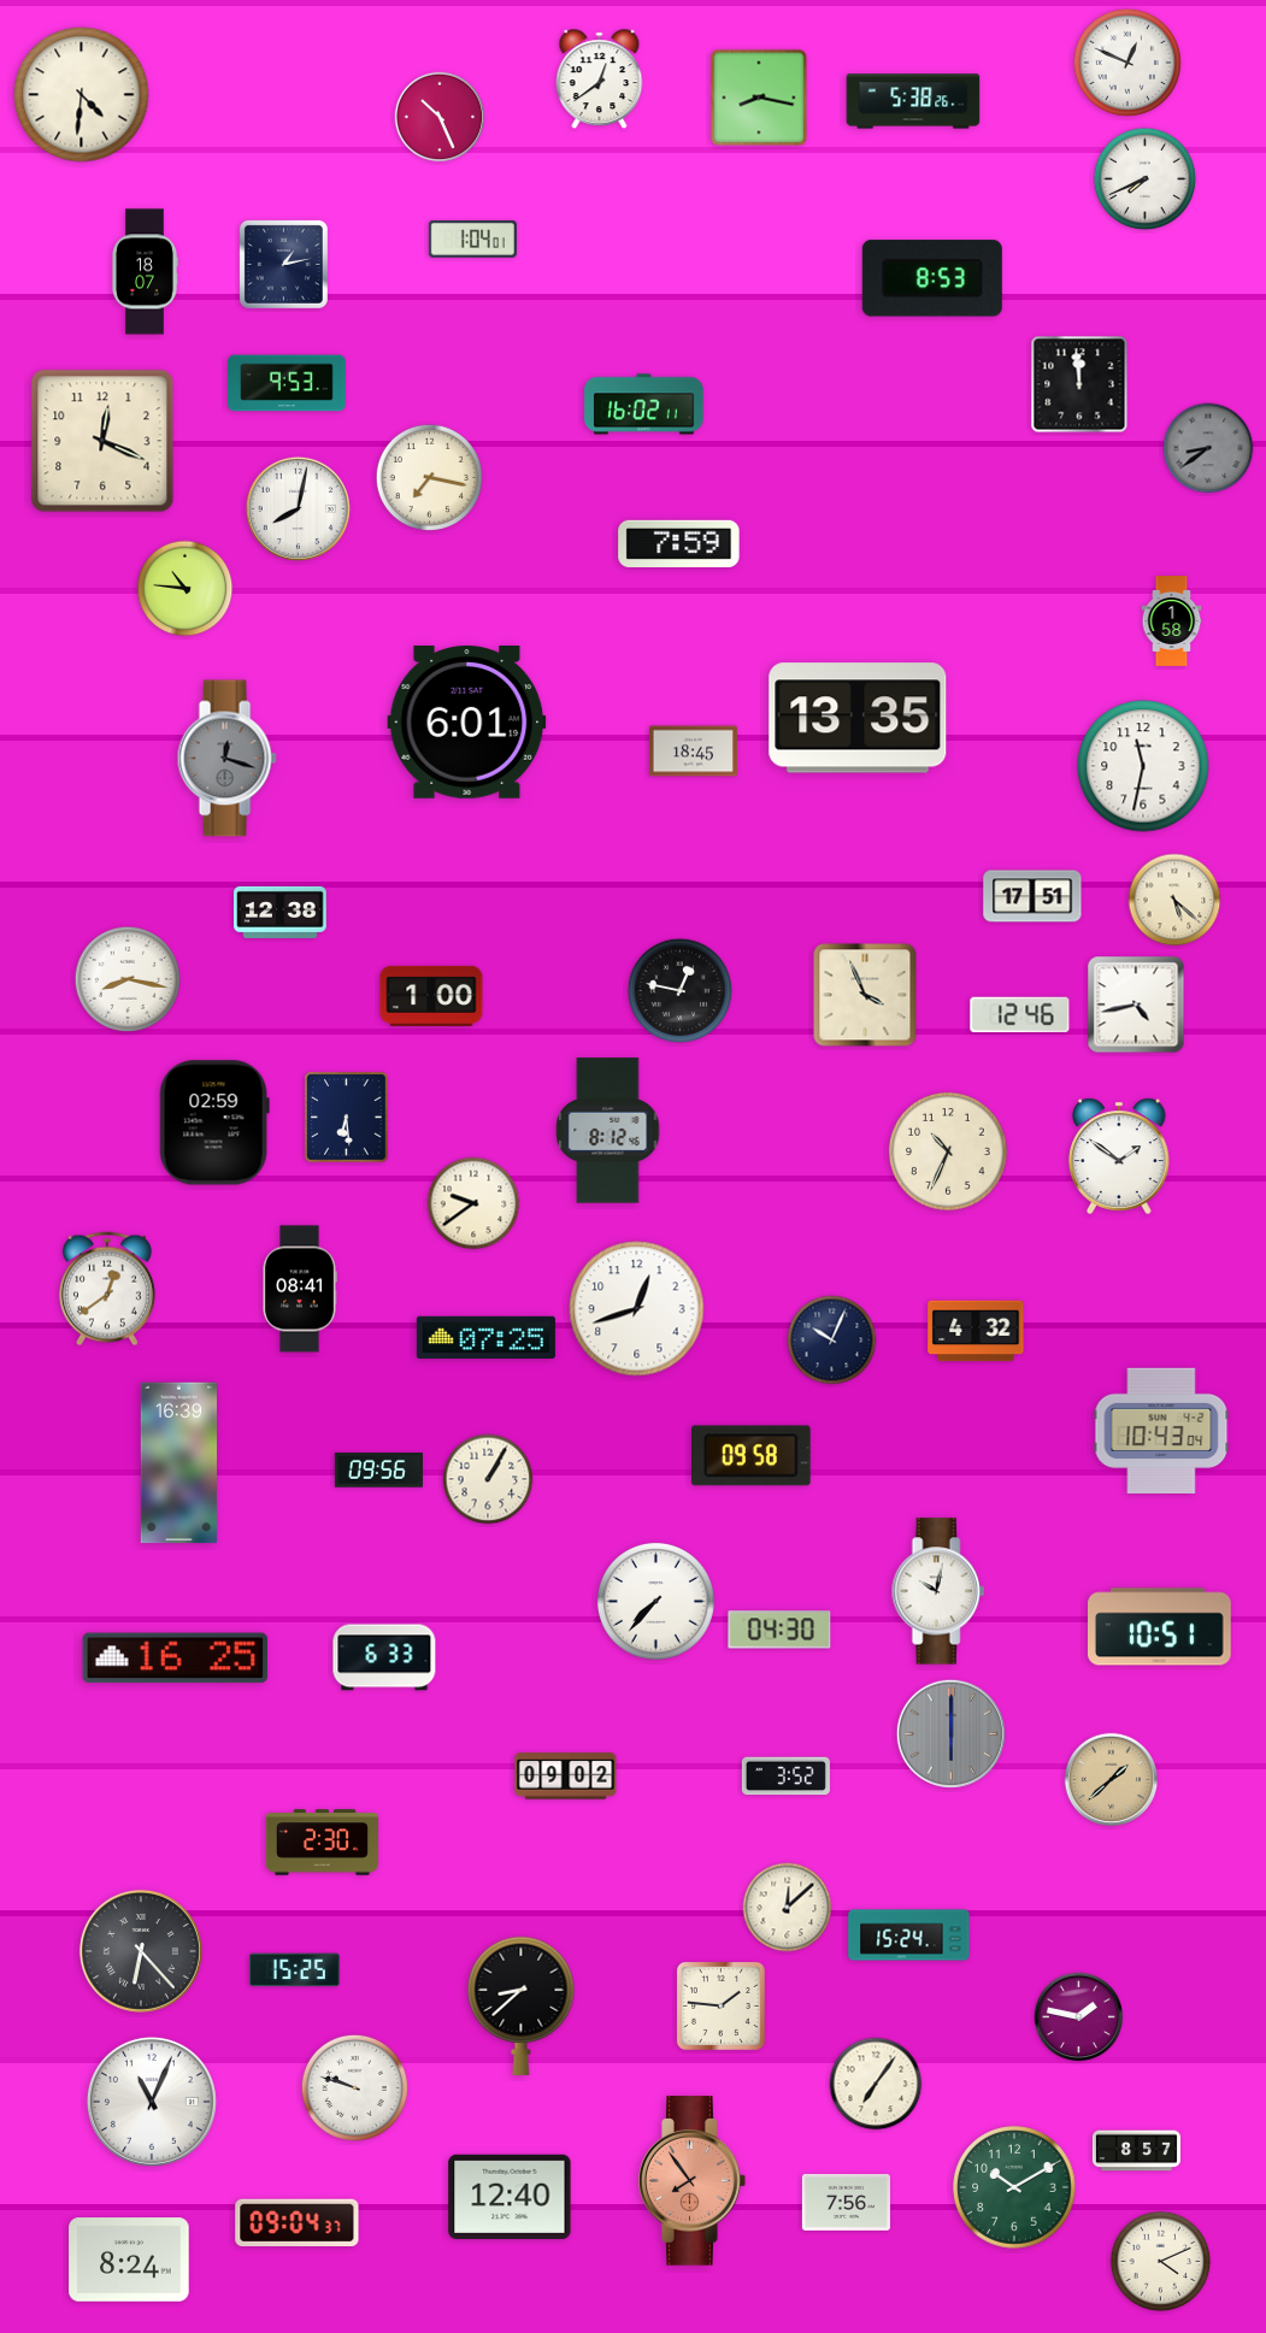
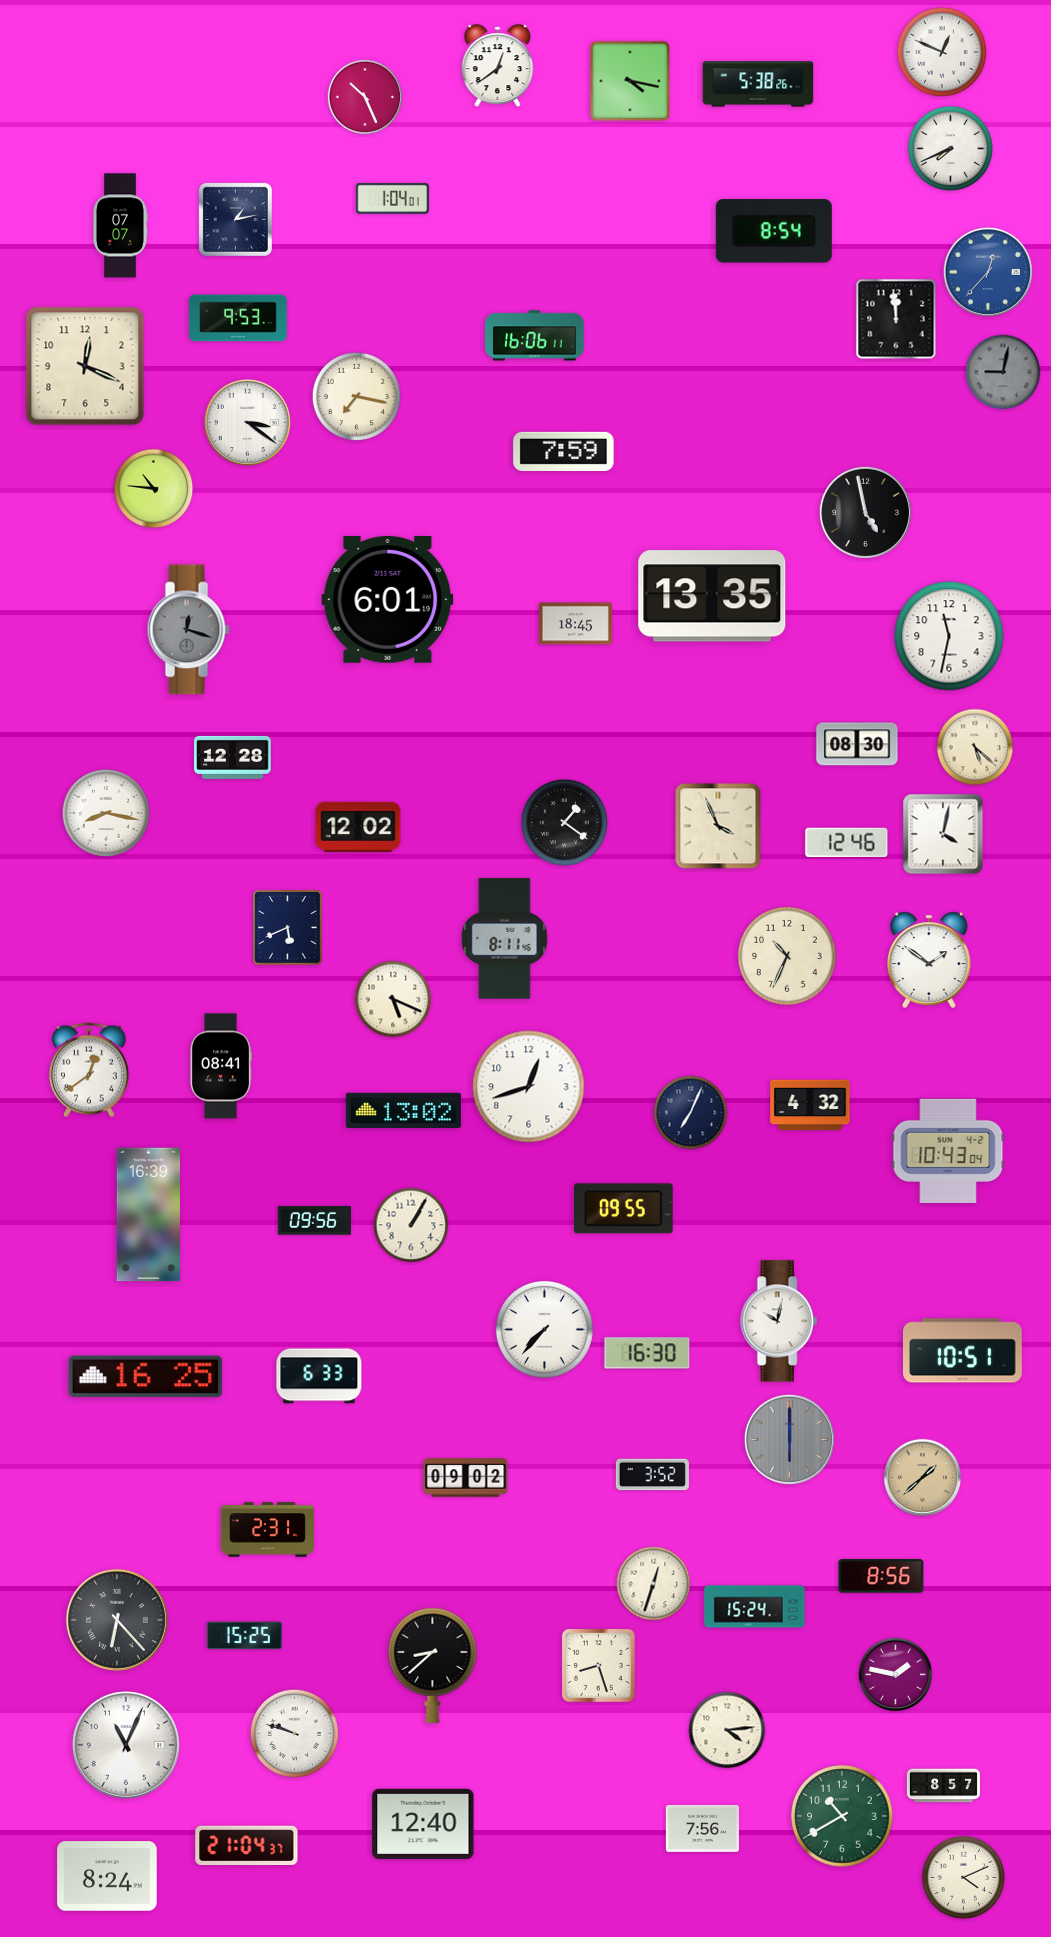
clock at (1127, 63) position: (1127, 63) -> (942, 52)
clock at (82, 95): 4:31 -> none
clock at (759, 98): 8:17 -> 4:17
clock at (146, 272): 18:07 -> 07:07
clock at (932, 278): 8:53 -> 8:54
clock at (988, 272): none -> 12:37
clock at (644, 405): 16:02 -> 16:06
clock at (1208, 448): 8:39 -> 9:02
clock at (298, 508): 8:02 -> 3:21
clock at (865, 512): none -> 4:58
clock at (1172, 621): 1:58 -> none
clock at (1032, 896): 17:51 -> 08:30
clock at (281, 912): 12:38 -> 12:28
clock at (679, 990): 12:47 -> 1:21
clock at (431, 996): 1:00 -> 12:02
clock at (1136, 1005): 4:43 -> 4:02
clock at (347, 1118): 6:29 -> 5:41
clock at (214, 1123): 02:59 -> none
clock at (608, 1131): 8:12 -> 8:11
clock at (473, 1203): 9:39 -> 5:19
clock at (300, 1289) position: (300, 1289) -> (221, 1066)
clock at (485, 1337): 07:25 -> 13:02
clock at (832, 1341): 10:04 -> 7:04
clock at (1161, 1431) position: (1161, 1431) -> (948, 1151)
clock at (752, 1456): 09:58 -> 09:55
clock at (488, 1479) position: (488, 1479) -> (411, 1225)
clock at (779, 1630): 04:30 -> 16:30
clock at (566, 1777) position: (566, 1777) -> (466, 1478)
clock at (322, 1843): 2:30 -> 2:31
clock at (881, 1576): none -> 8:56
clock at (788, 1908): 12:08 -> 12:33
clock at (720, 2005): 1:46 -> 8:27
clock at (876, 2084): 7:06 -> 4:14
clock at (693, 2181): 7:54 -> none
clock at (1014, 2187): 10:10 -> 10:40
clock at (298, 2223): 09:04 -> 21:04
